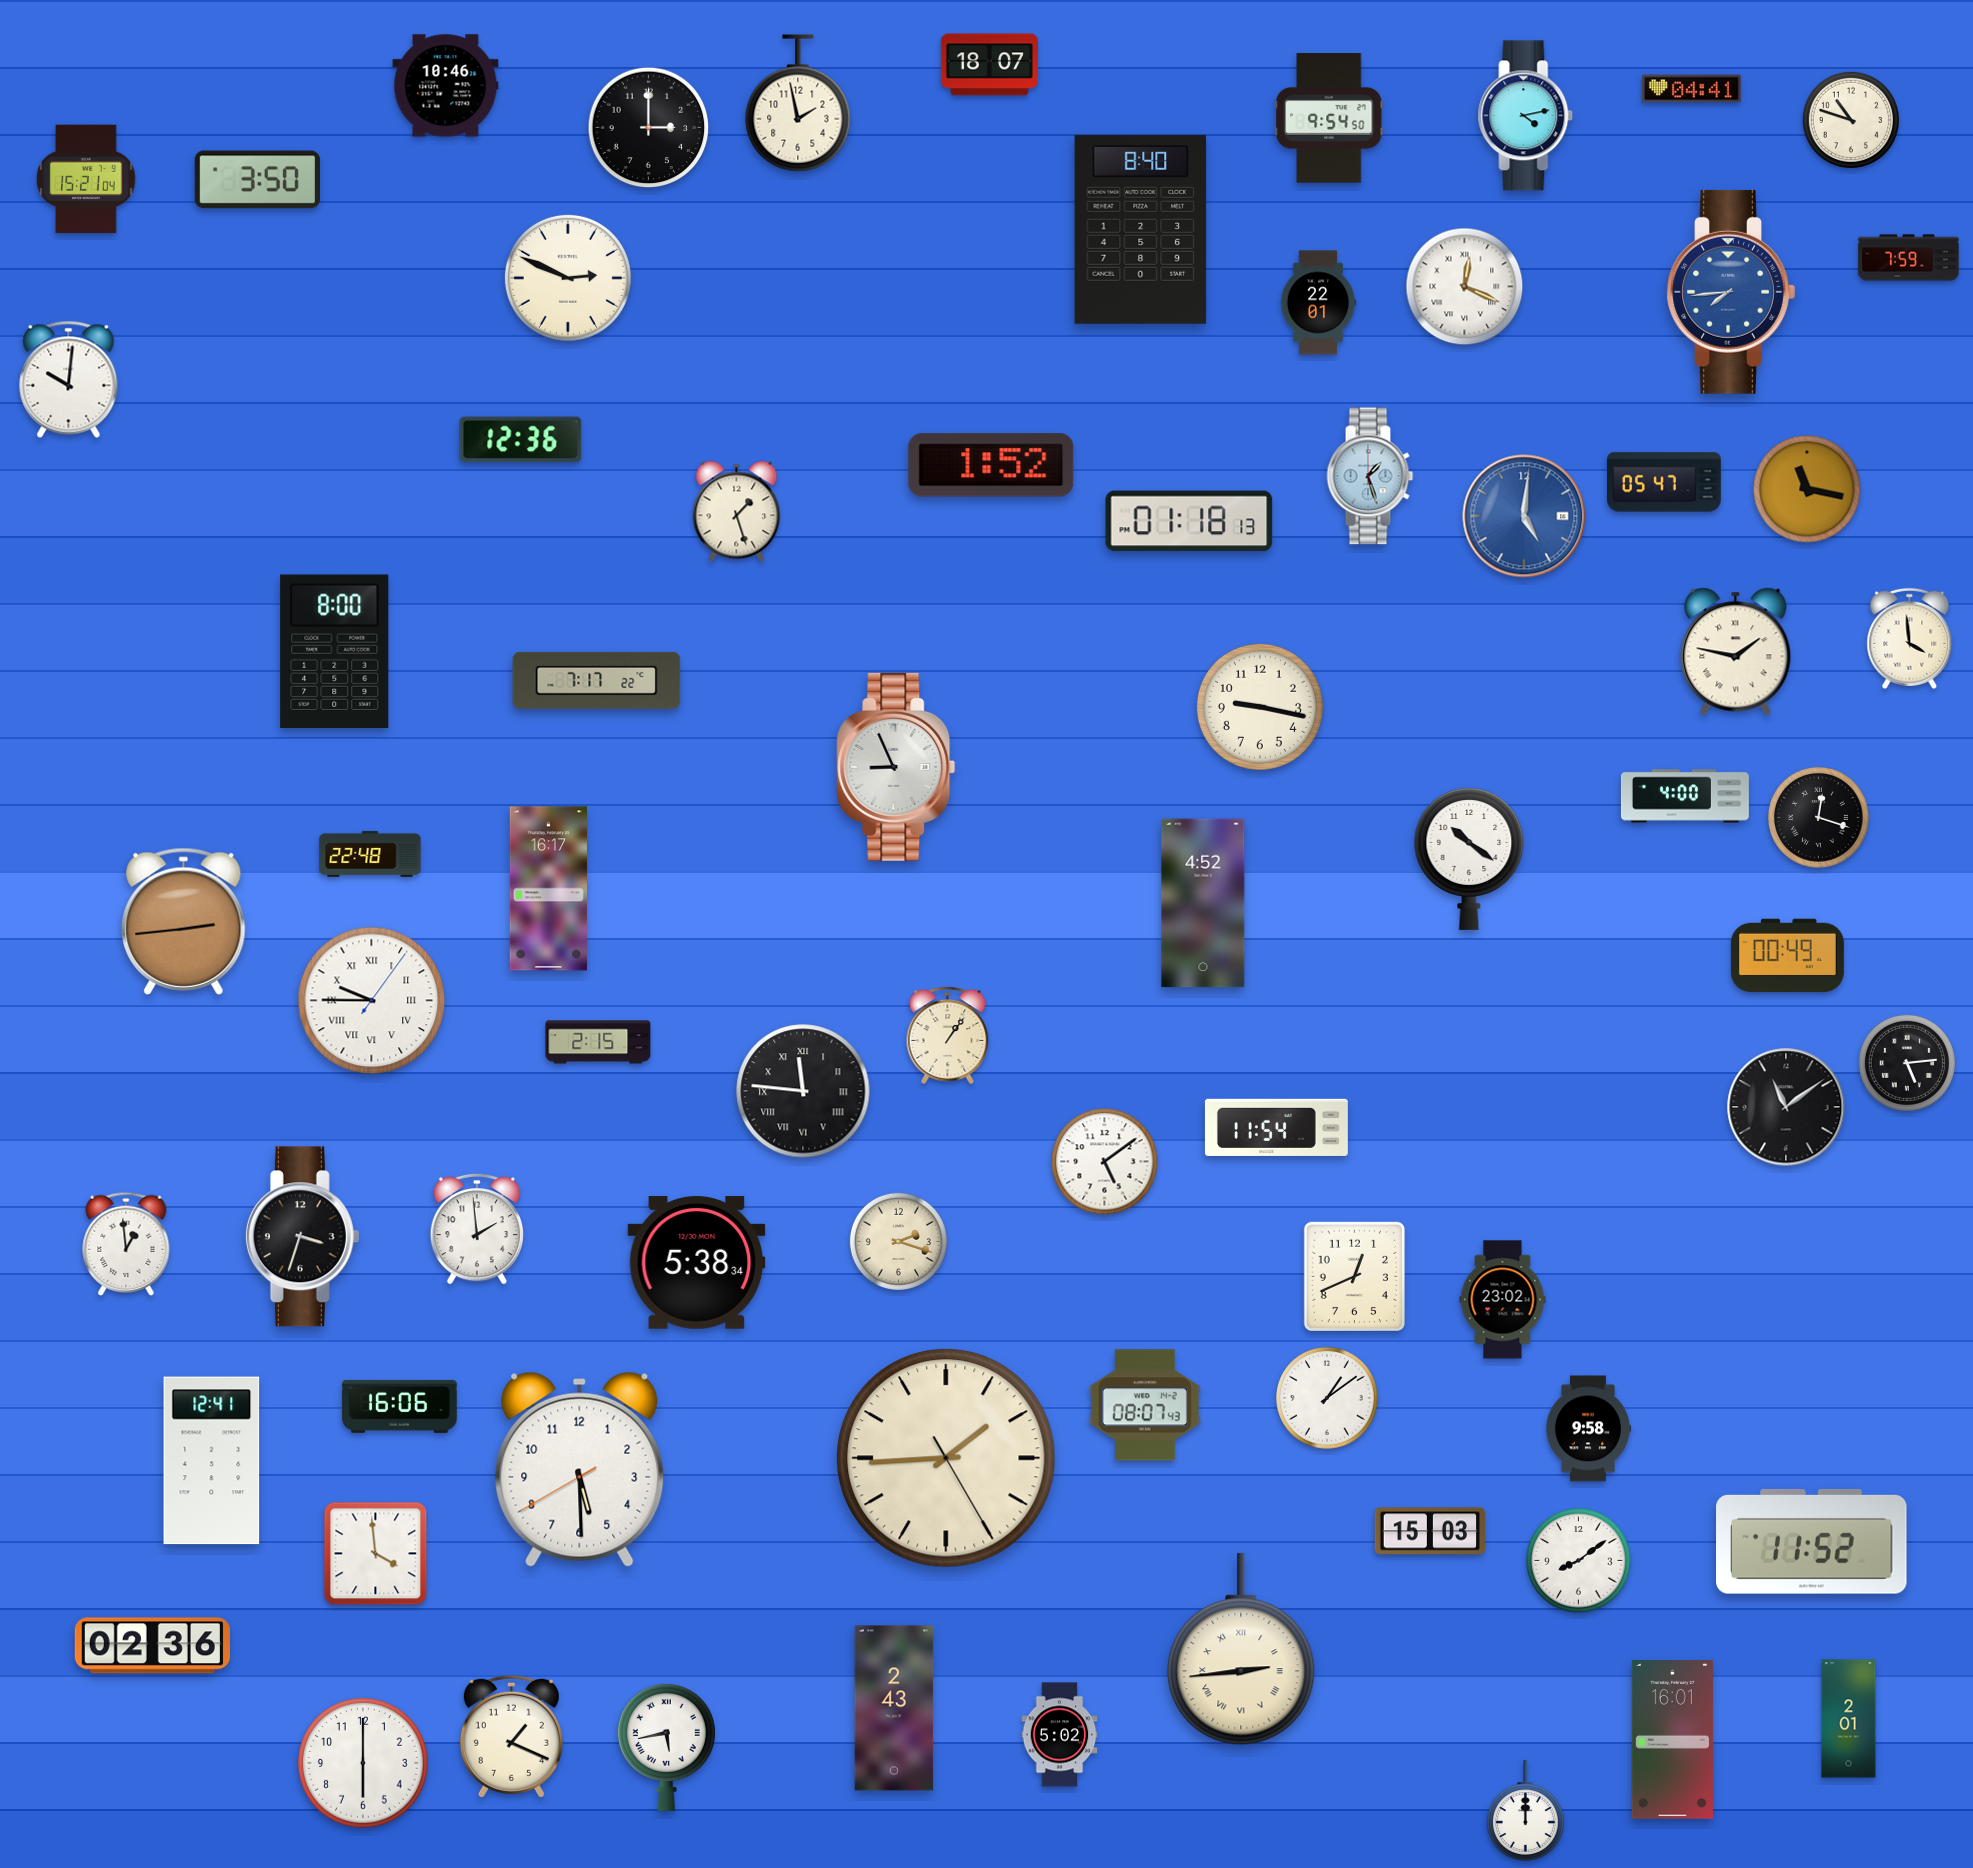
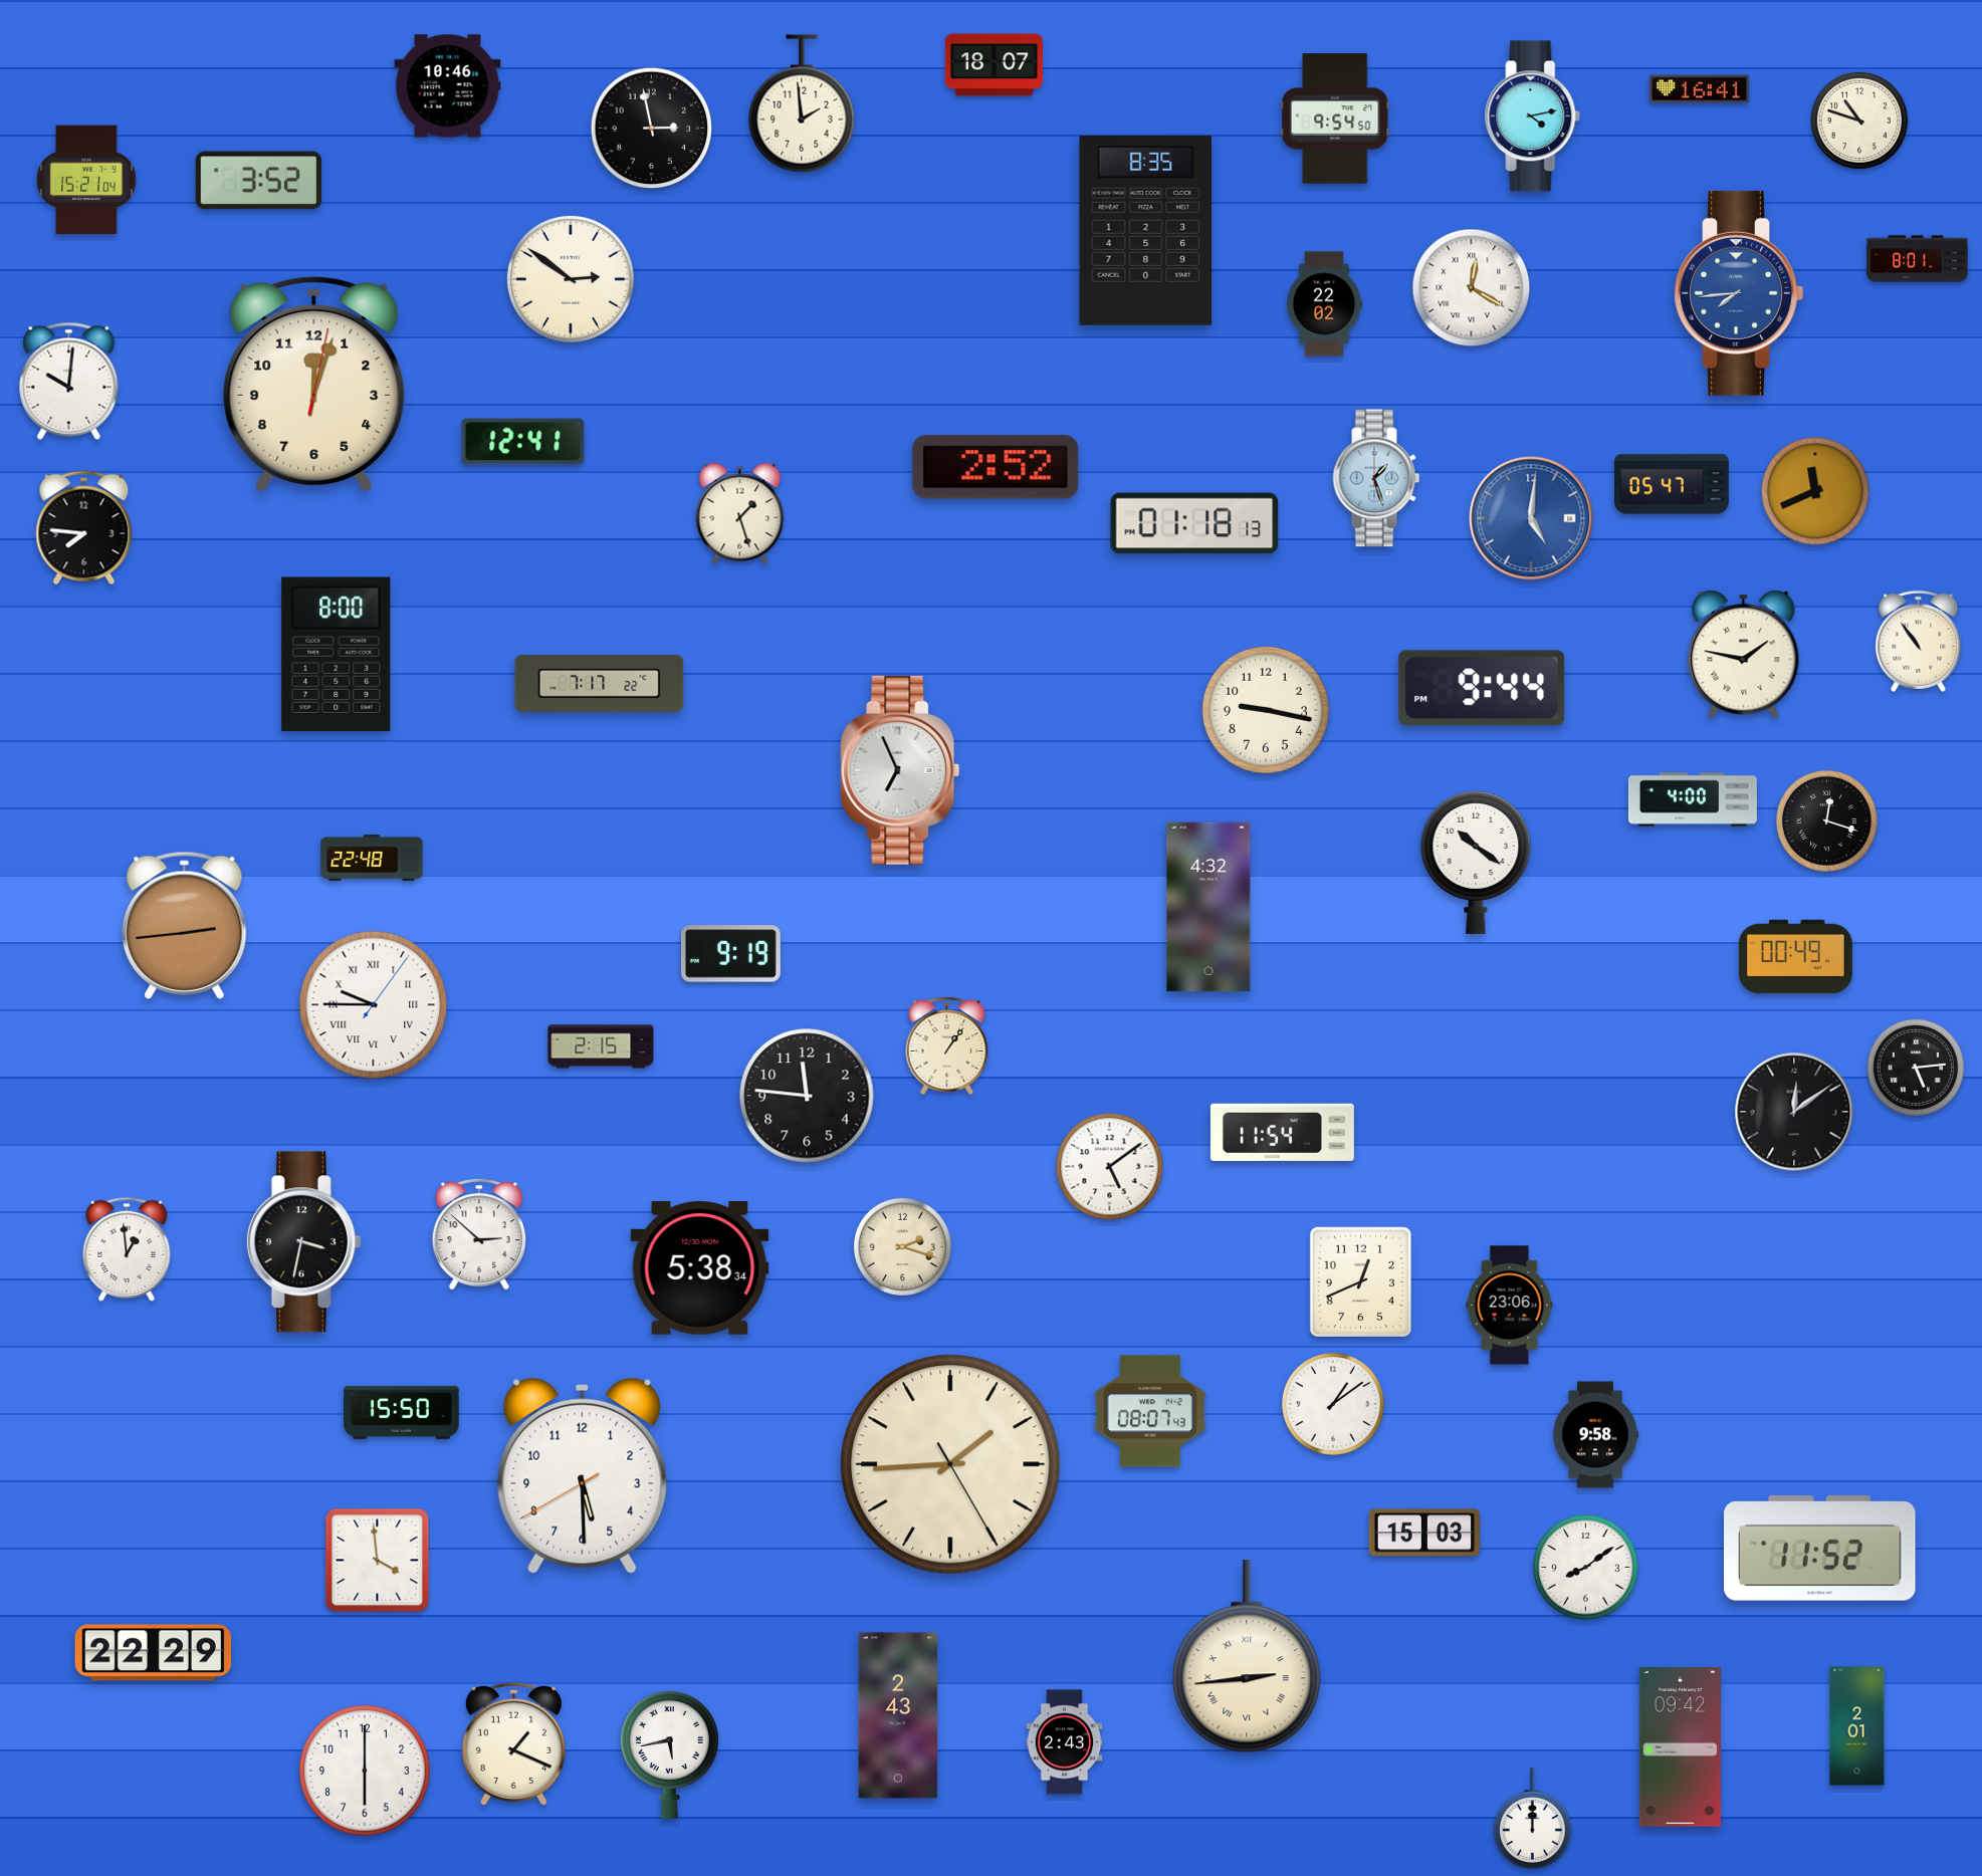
clock at (1692, 89): 04:41 -> 16:41
clock at (798, 103): 1:58 -> 1:59
clock at (649, 128): 3:00 -> 2:58
clock at (257, 180): 3:50 -> 3:52
clock at (1141, 229): 8:40 -> 8:35
clock at (1909, 258): 7:59 -> 8:01
clock at (568, 278): 2:49 -> 2:51
clock at (1465, 287): 12:19 -> 12:20
clock at (1318, 303): 22:01 -> 22:02
clock at (314, 385): none -> 12:03
clock at (521, 440): 12:36 -> 12:41
clock at (991, 465): 1:52 -> 2:52
clock at (1807, 489): 11:17 -> 11:41
clock at (84, 528): none -> 7:46
clock at (1910, 638): 3:59 -> 10:54
clock at (1482, 688): none -> 9:44
clock at (896, 767): 8:56 -> 6:56
clock at (548, 889): 16:17 -> none
clock at (1203, 903): 4:52 -> 4:32
clock at (731, 954): none -> 9:19
clock at (1787, 956) position: (1787, 956) -> (1795, 957)
clock at (948, 1036) position: (948, 1036) -> (947, 1046)
clock at (803, 1091) numerals: Roman -> Arabic
clock at (1786, 1107): 11:09 -> 12:09
clock at (476, 1229): 1:59 -> 2:52
clock at (302, 1237): 3:33 -> 3:32
clock at (1503, 1300): 23:02 -> 23:06
clock at (400, 1406): 16:06 -> 15:50
clock at (212, 1461): 12:41 -> none
clock at (1429, 1531) position: (1429, 1531) -> (1423, 1533)
clock at (152, 1646): 02:36 -> 22:29
clock at (1060, 1735): 5:02 -> 2:43
clock at (1672, 1740): 16:01 -> 09:42
